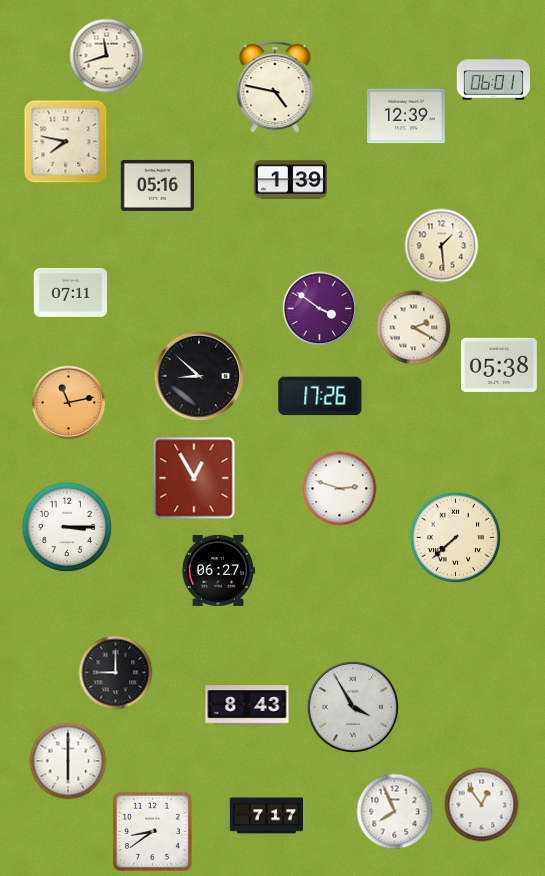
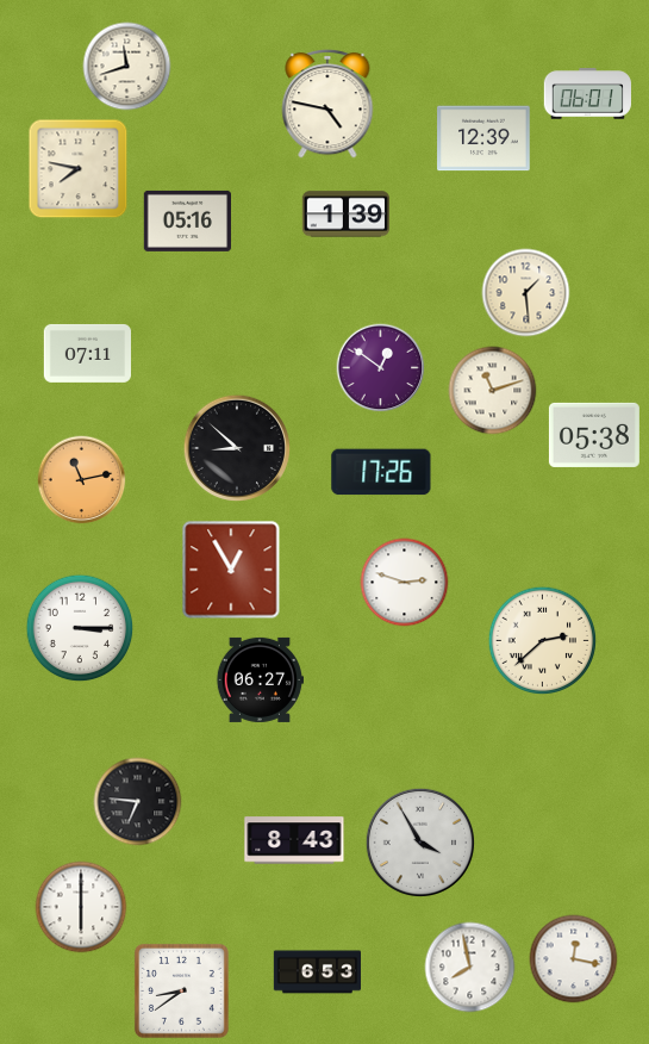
clock at (70, 292) position: (70, 292) -> (87, 353)
clock at (320, 309): 3:51 -> 12:51
clock at (414, 328): 2:20 -> 11:12
clock at (455, 537): 7:38 -> 2:38
clock at (116, 673): 9:00 -> 6:46
clock at (482, 805): 12:54 -> 12:17
clock at (395, 812): 7:56 -> 7:58
clock at (267, 816): 7:17 -> 6:53
